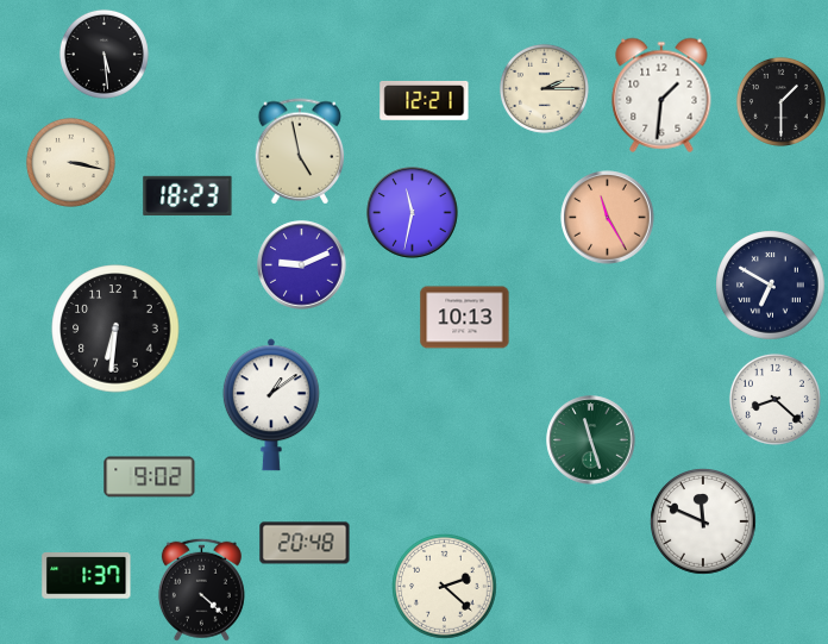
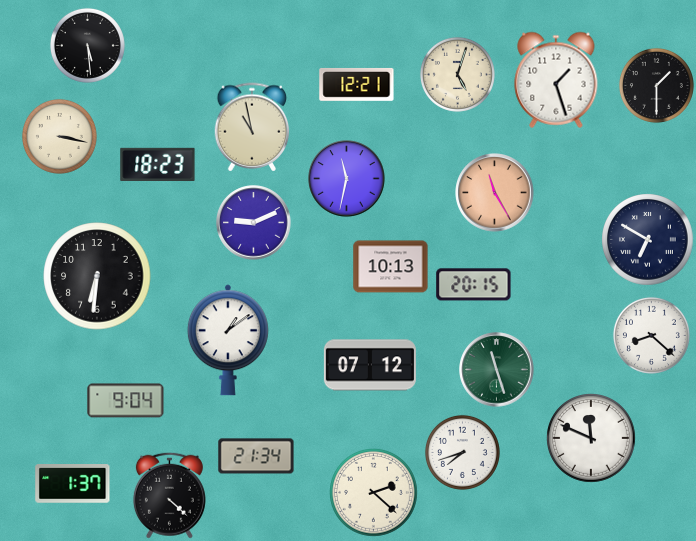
clock at (544, 88): 2:15 -> 5:03
clock at (661, 95): 1:31 -> 1:27
clock at (300, 151): 4:58 -> 10:58
clock at (608, 218) position: (608, 218) -> (495, 193)
clock at (474, 285): none -> 20:15
clock at (370, 365): none -> 07:12
clock at (150, 477): 9:02 -> 9:04
clock at (462, 452): none -> 7:42
clock at (305, 543): 20:48 -> 21:34
